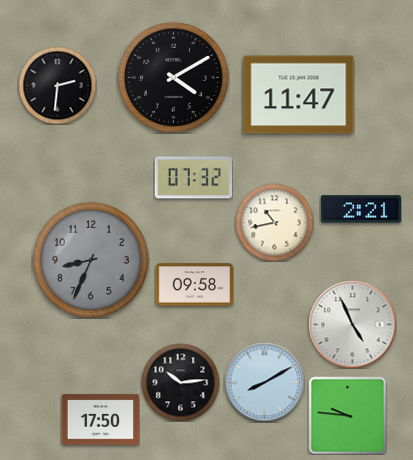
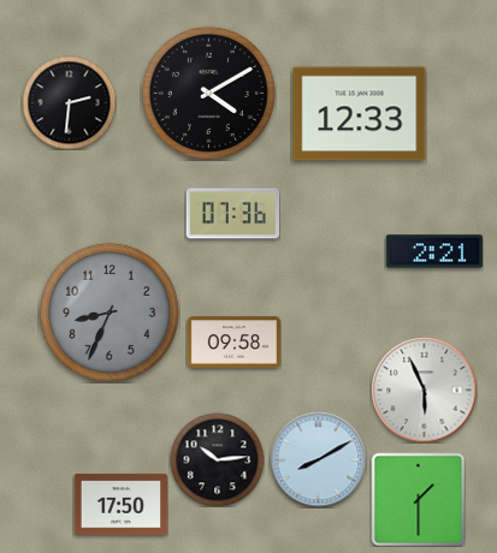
clock at (299, 95): 11:47 -> 12:33
clock at (193, 178): 07:32 -> 07:36
clock at (274, 222): 10:43 -> none
clock at (352, 324): 4:56 -> 5:56
clock at (347, 415): 9:46 -> 1:30
